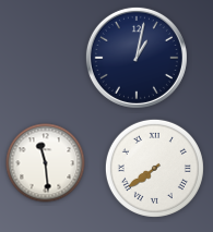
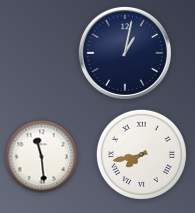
clock at (46, 163) position: (46, 163) -> (42, 157)
clock at (154, 168): 7:39 -> 7:43
